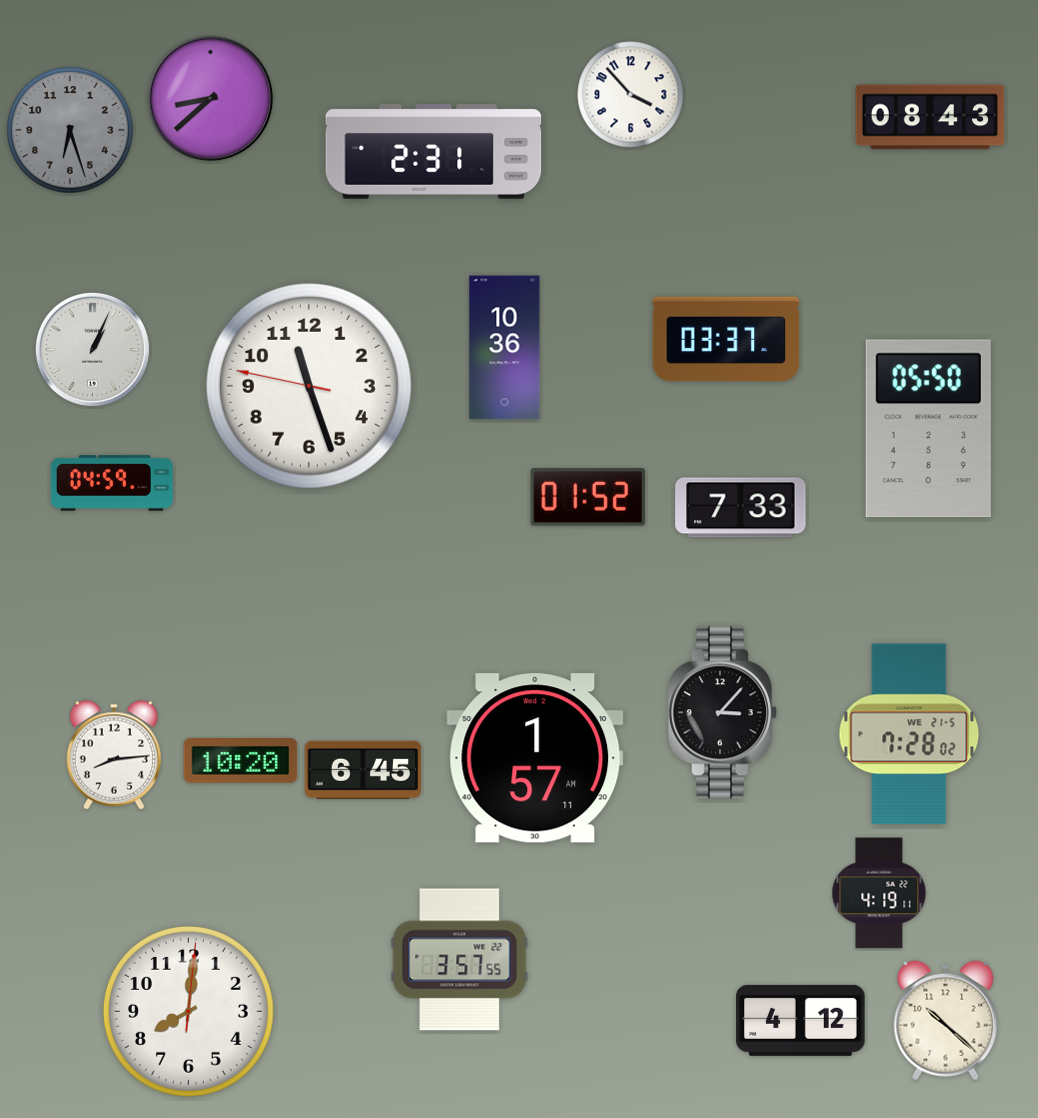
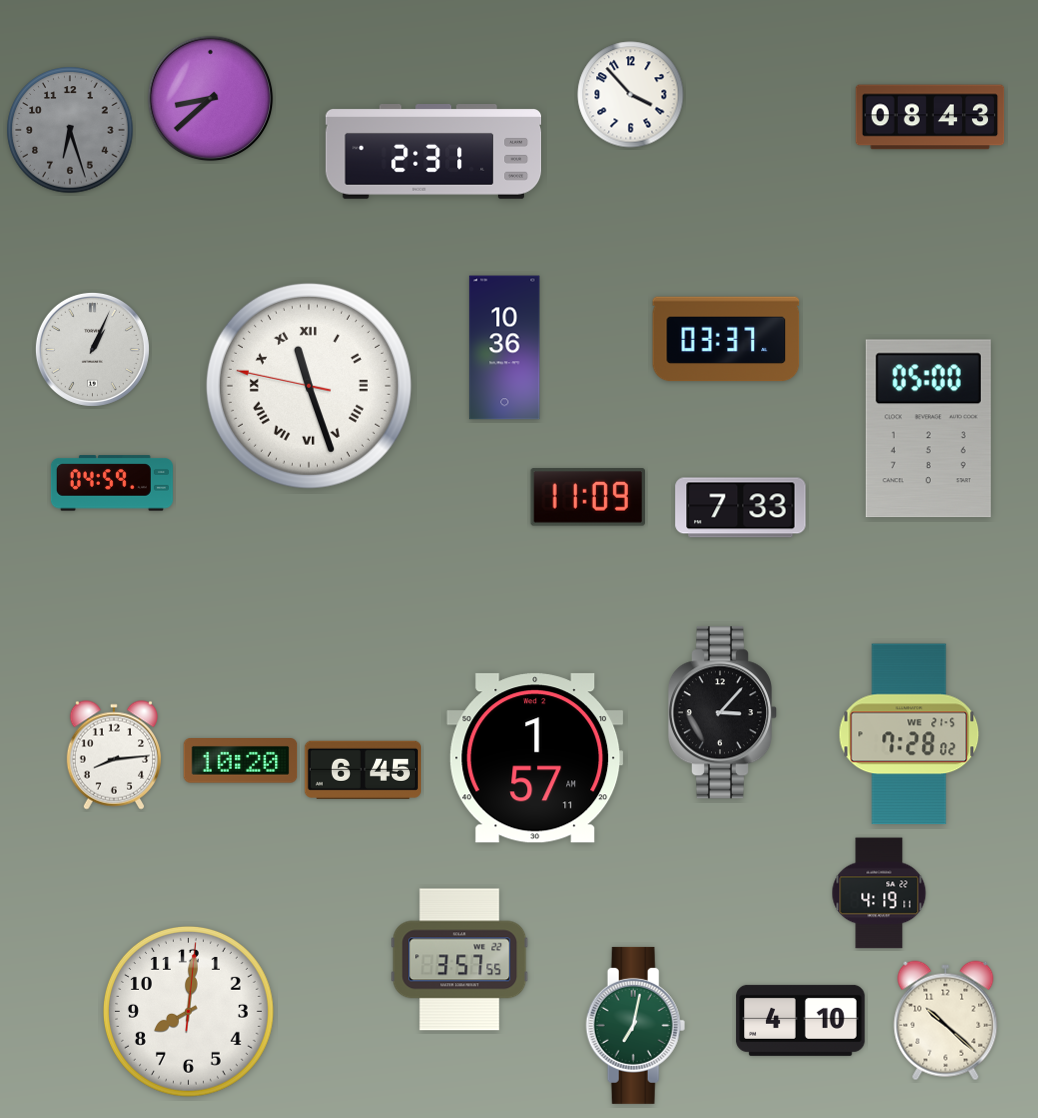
clock at (309, 386) numerals: Arabic -> Roman
clock at (928, 429): 05:50 -> 05:00
clock at (587, 497): 01:52 -> 11:09
clock at (801, 1020): 4:12 -> 4:10
clock at (636, 1025): none -> 7:02
